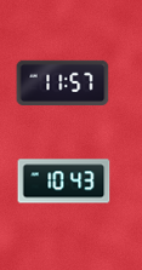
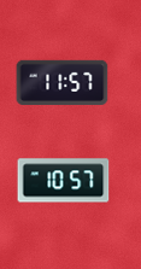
clock at (64, 182): 10:43 -> 10:57
